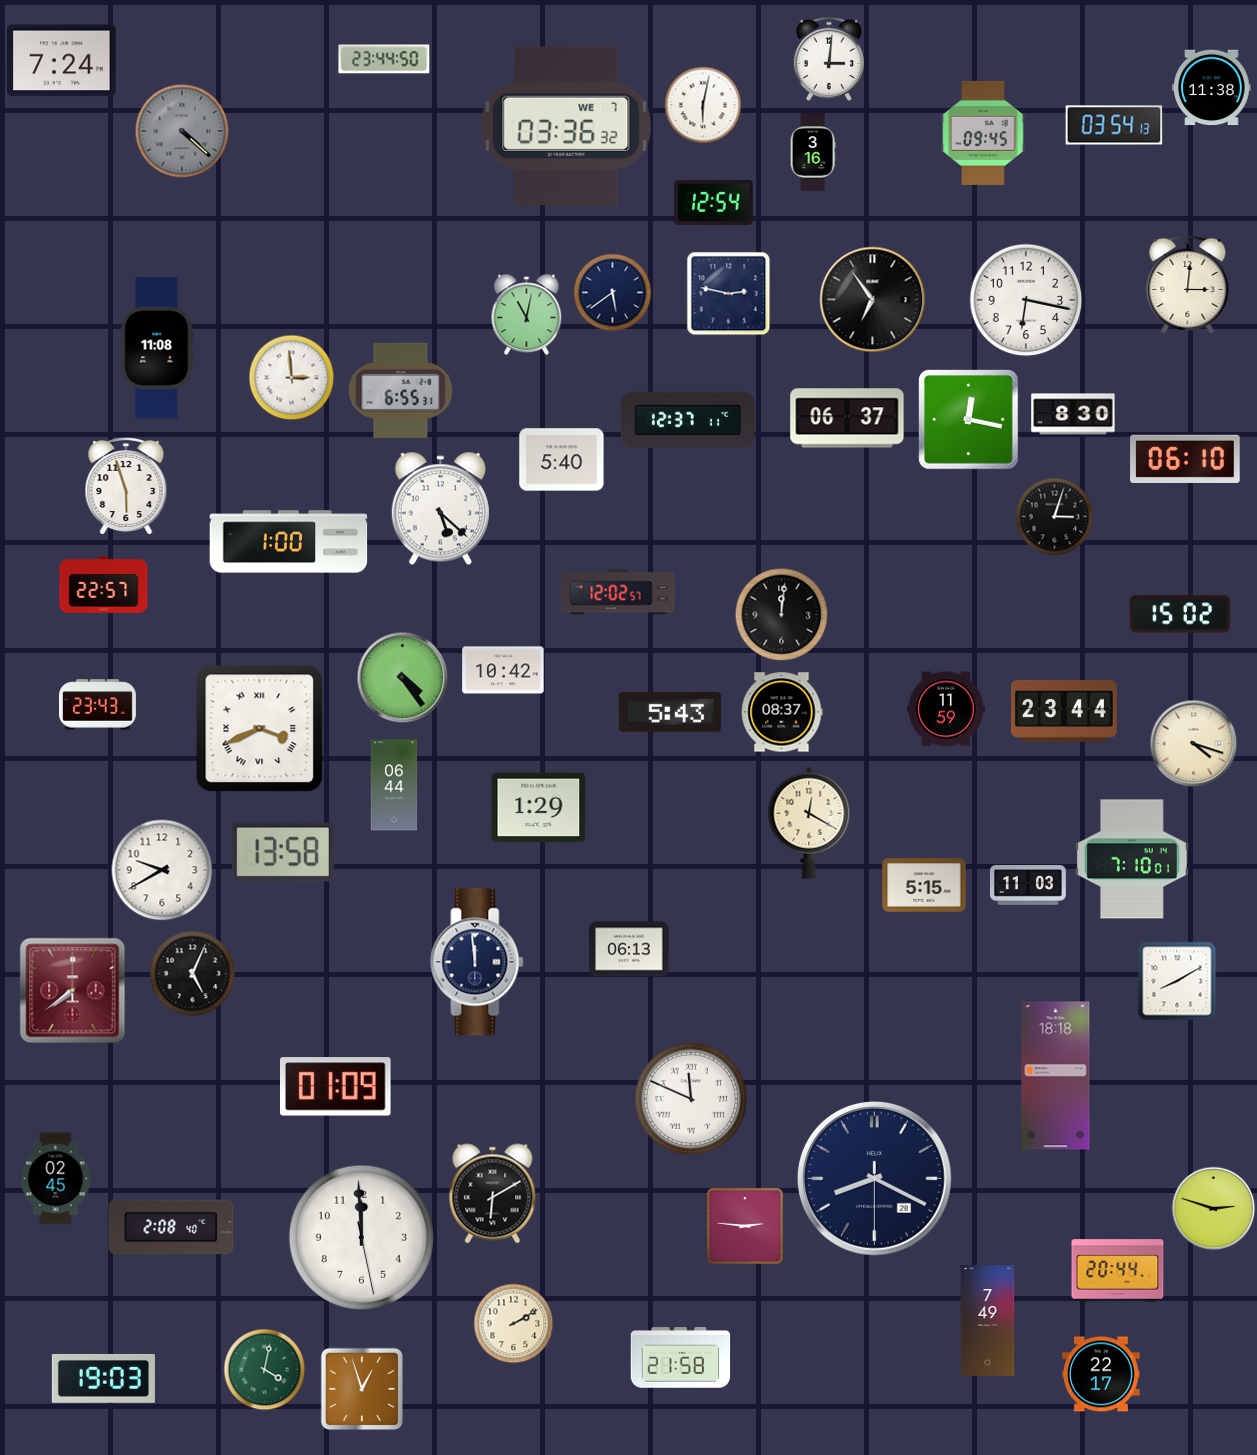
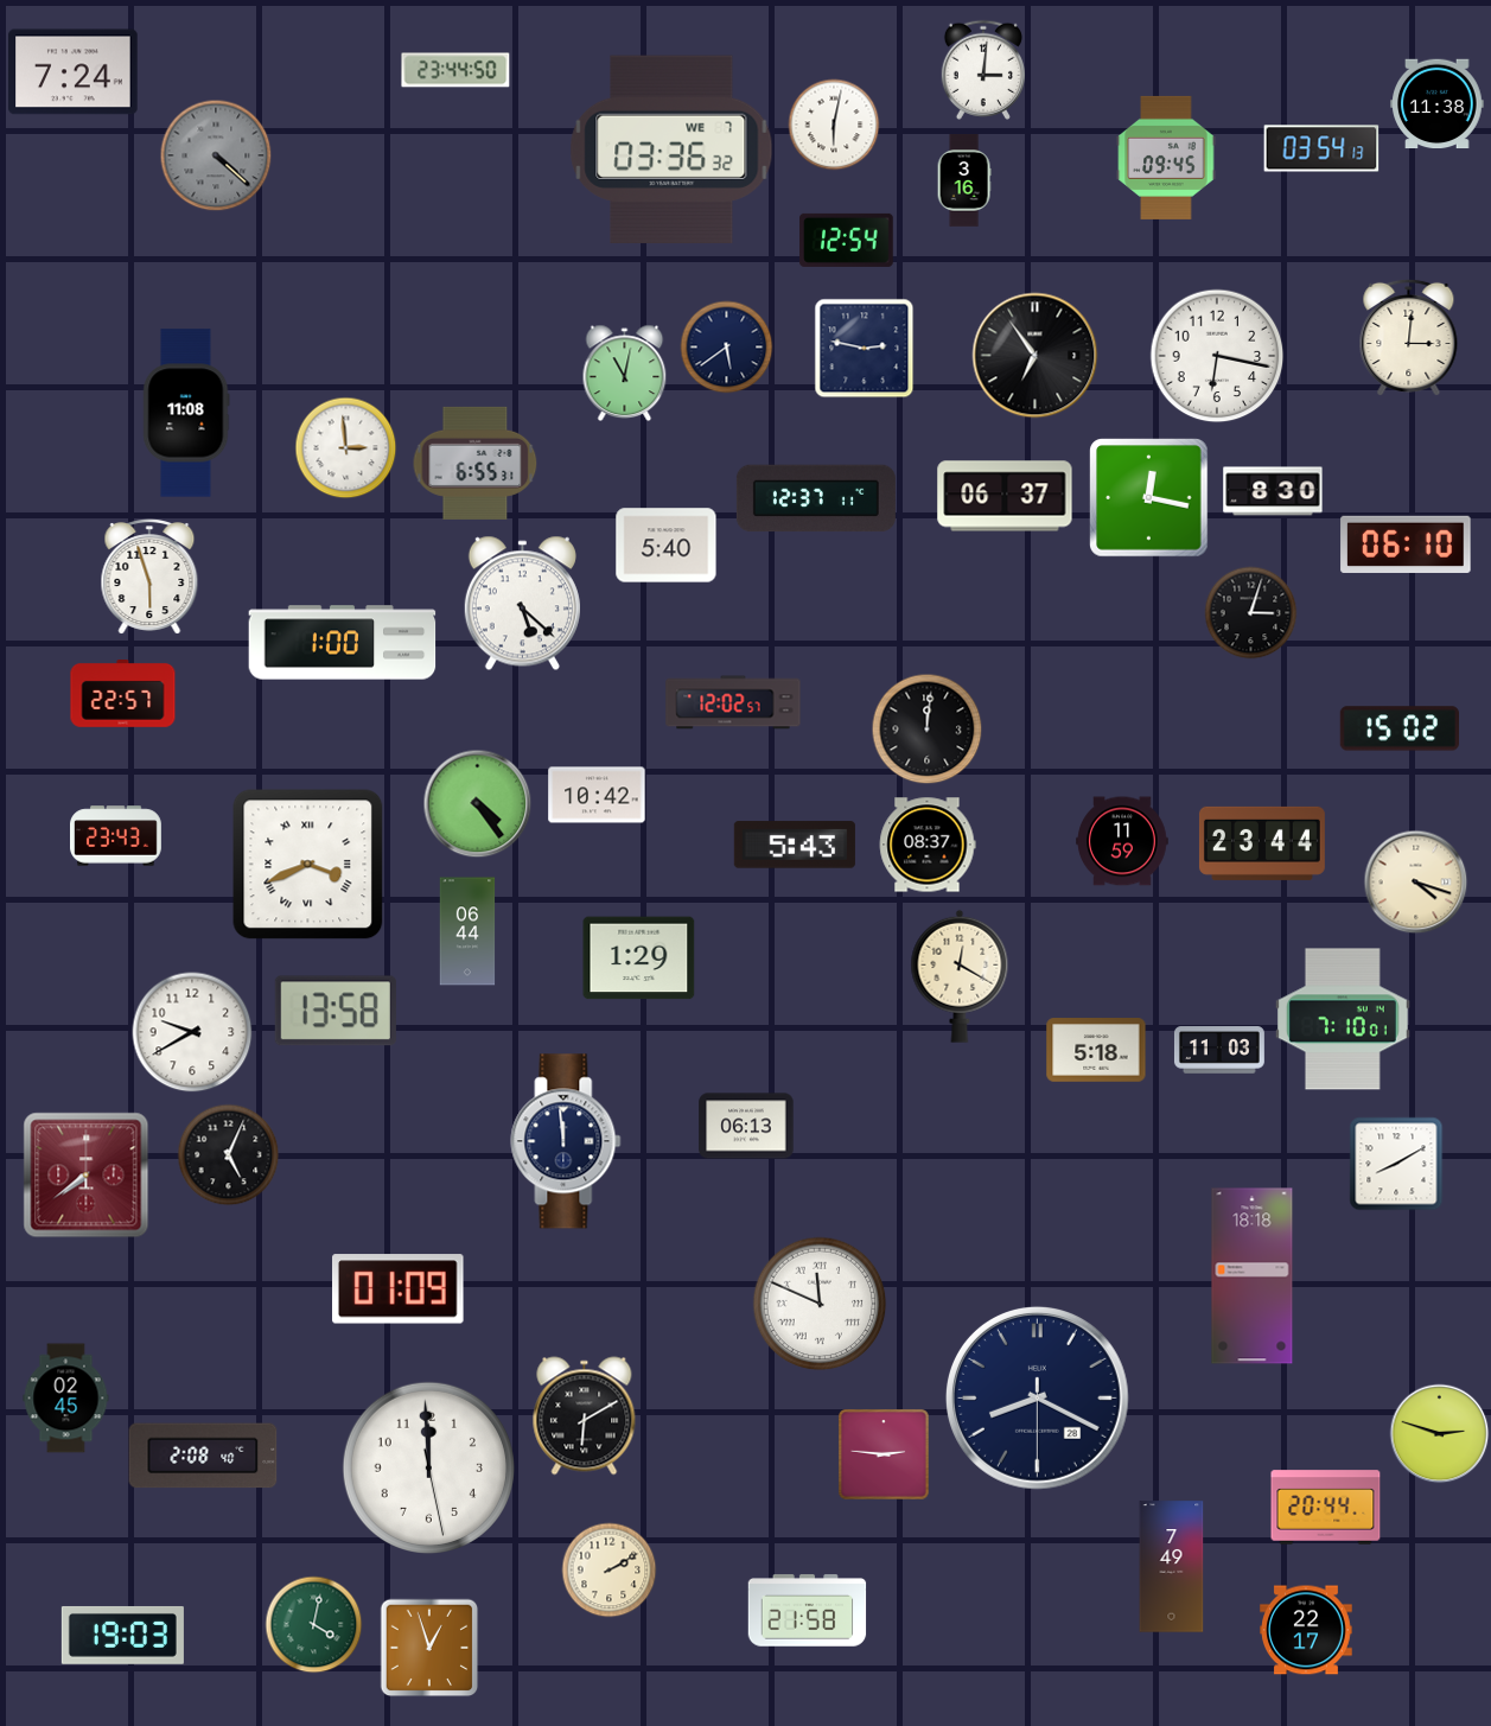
clock at (924, 885): 5:15 -> 5:18
